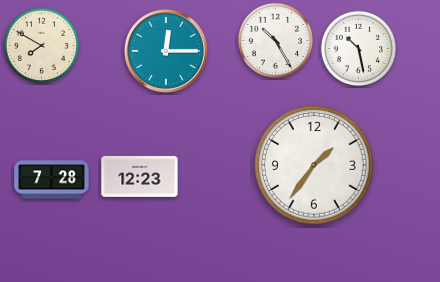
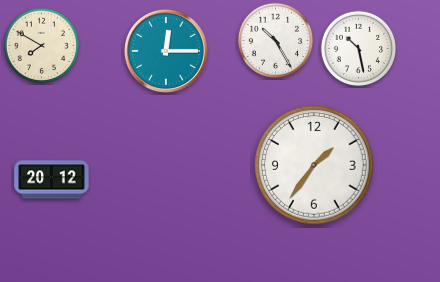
clock at (140, 176): 12:23 -> none
clock at (52, 180): 7:28 -> 20:12
